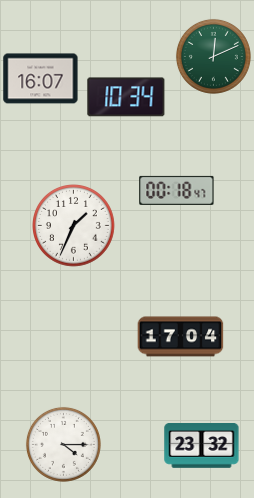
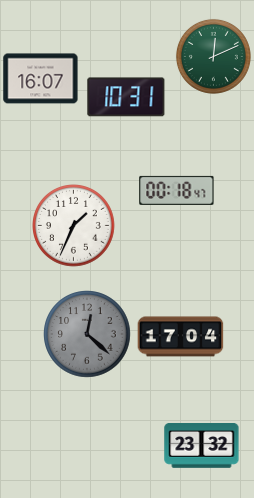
clock at (126, 97): 10:34 -> 10:31
clock at (87, 334): none -> 12:22
clock at (63, 444): 4:15 -> none
